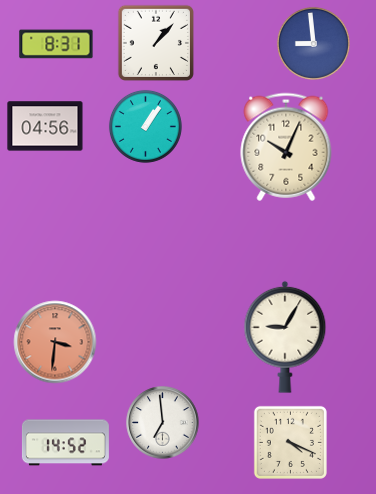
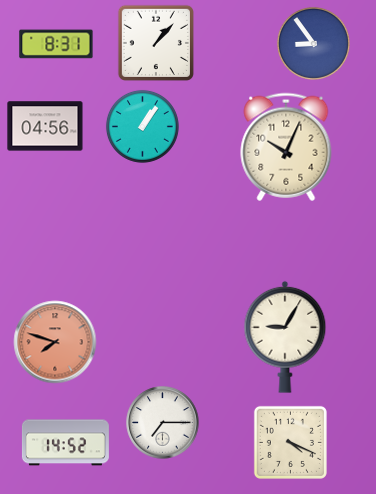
clock at (313, 43): 8:59 -> 8:54
clock at (145, 126) position: (145, 126) -> (142, 126)
clock at (55, 342): 3:31 -> 7:48
clock at (163, 423): 6:59 -> 7:15
